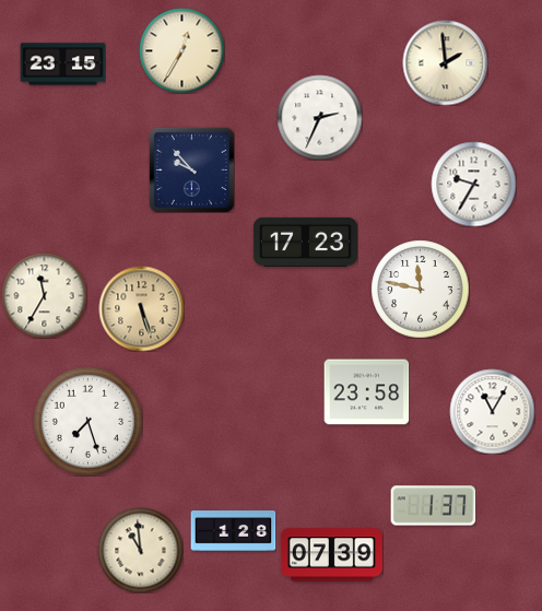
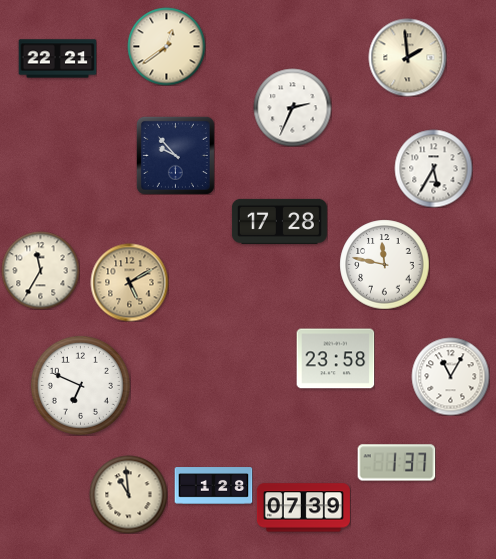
clock at (181, 50): 12:35 -> 12:39
clock at (62, 64): 23:15 -> 22:21
clock at (473, 184): 9:35 -> 5:35
clock at (305, 242): 17:23 -> 17:28
clock at (141, 308): 5:27 -> 5:10
clock at (87, 421): 7:27 -> 6:49
clock at (140, 550) position: (140, 550) -> (128, 494)
